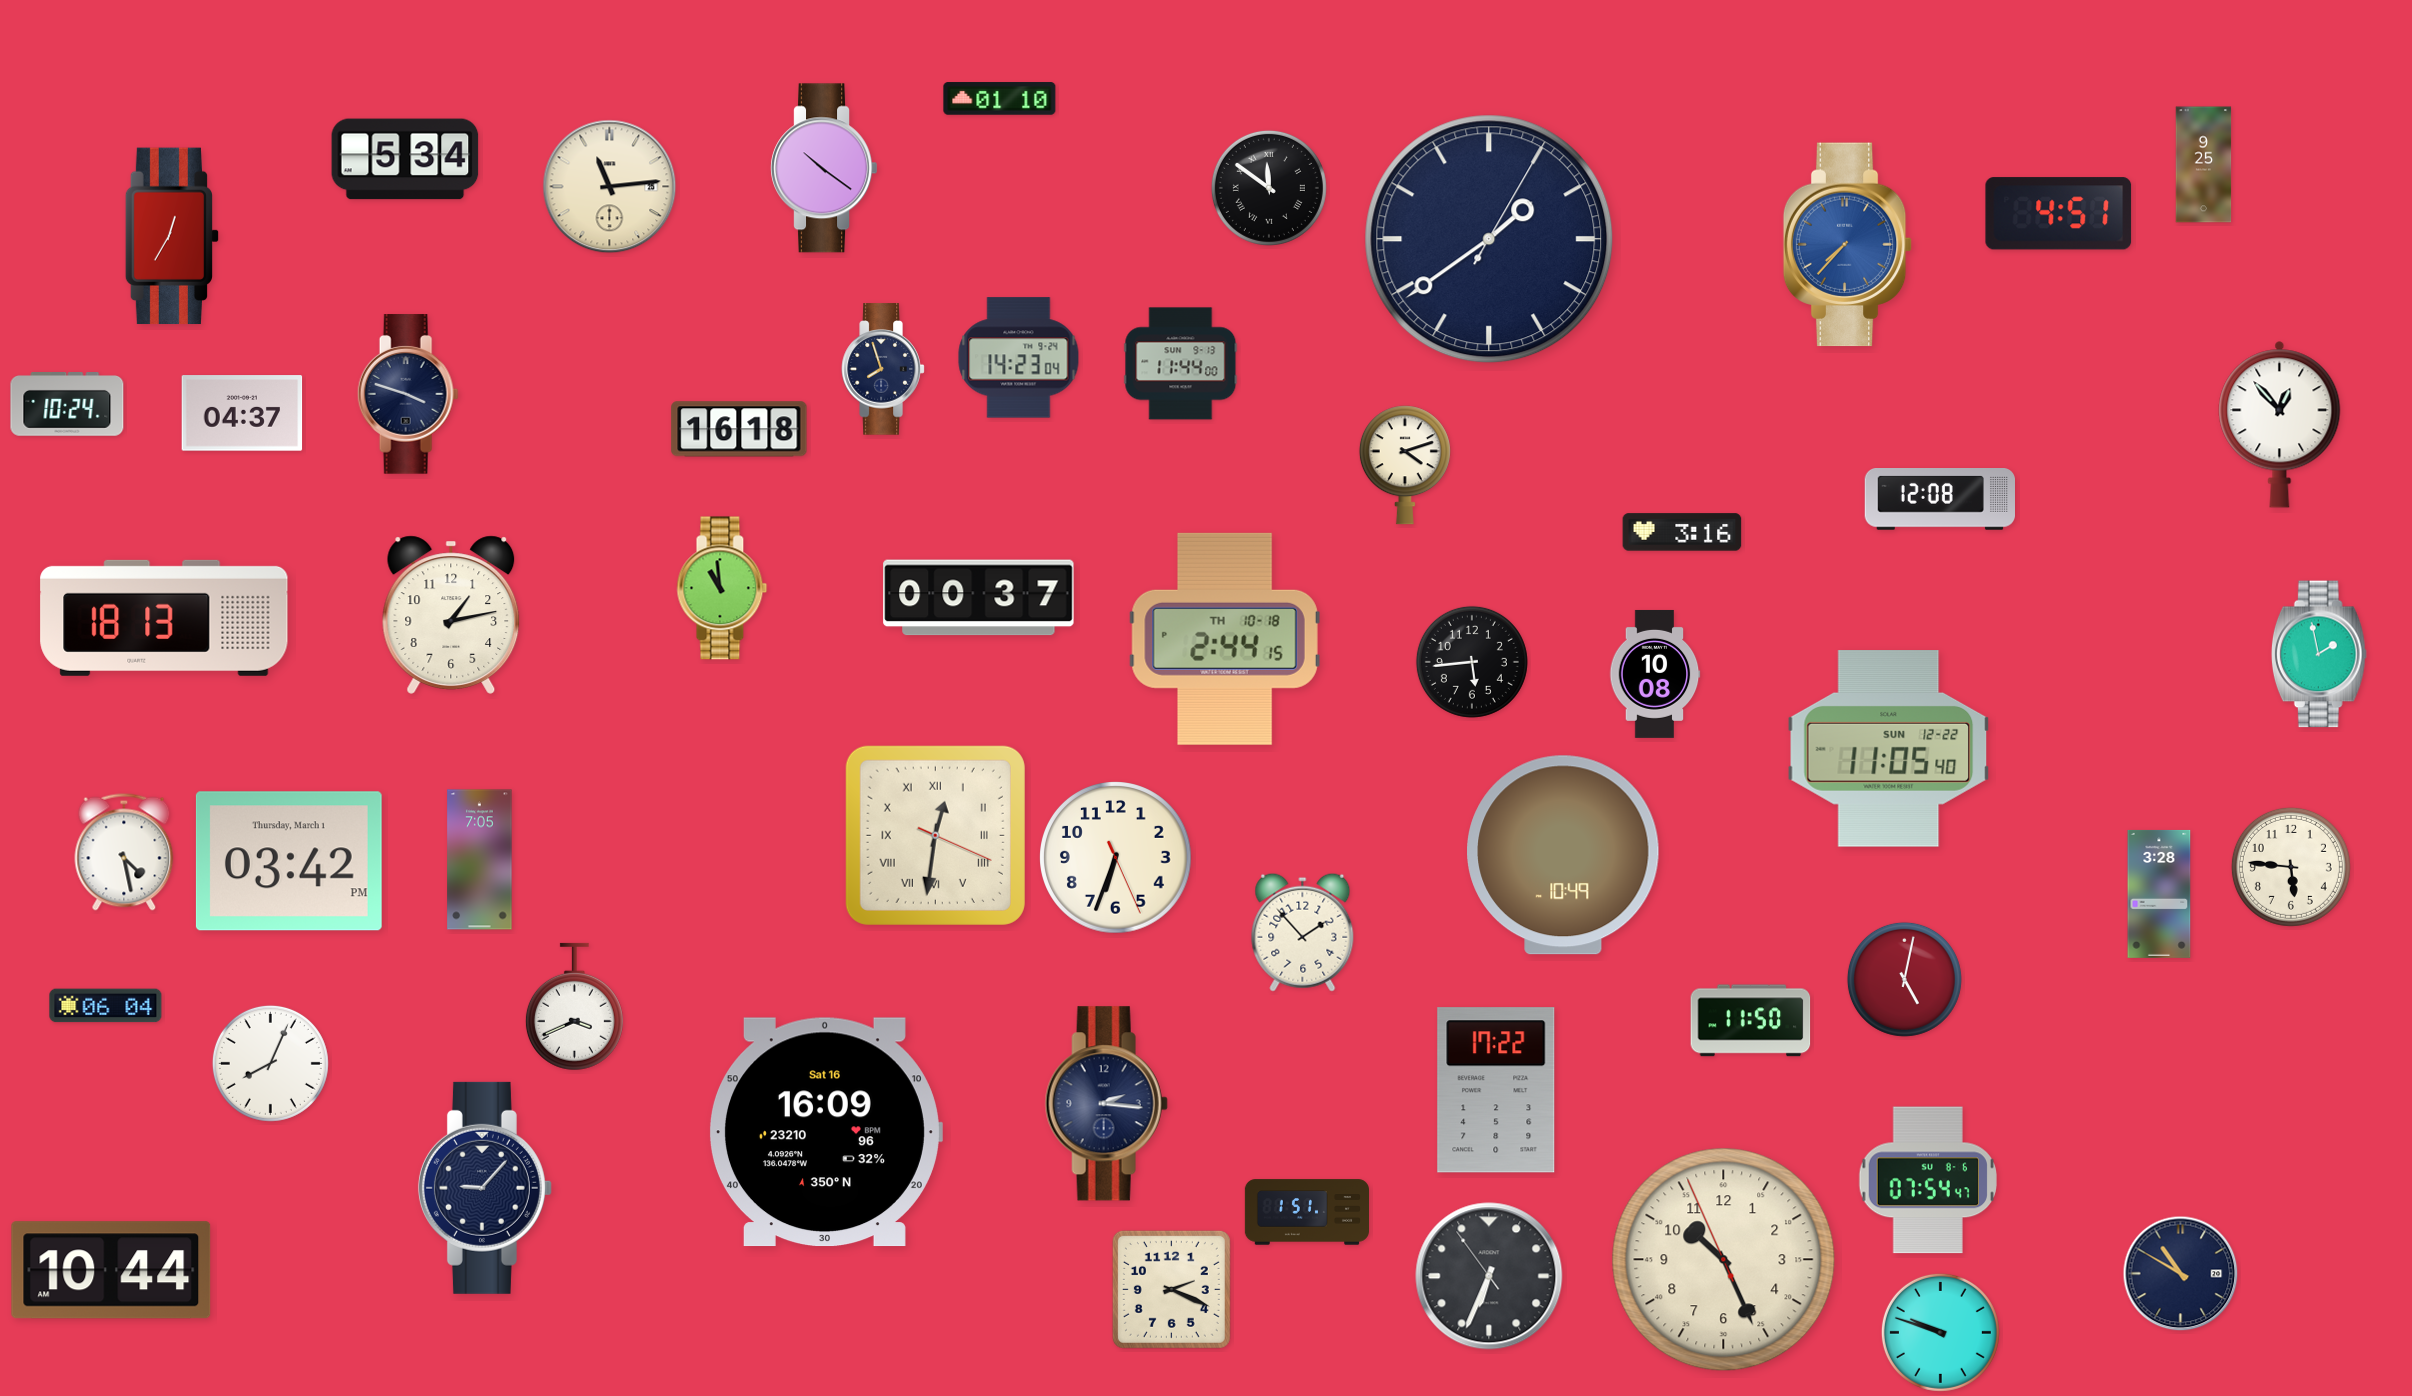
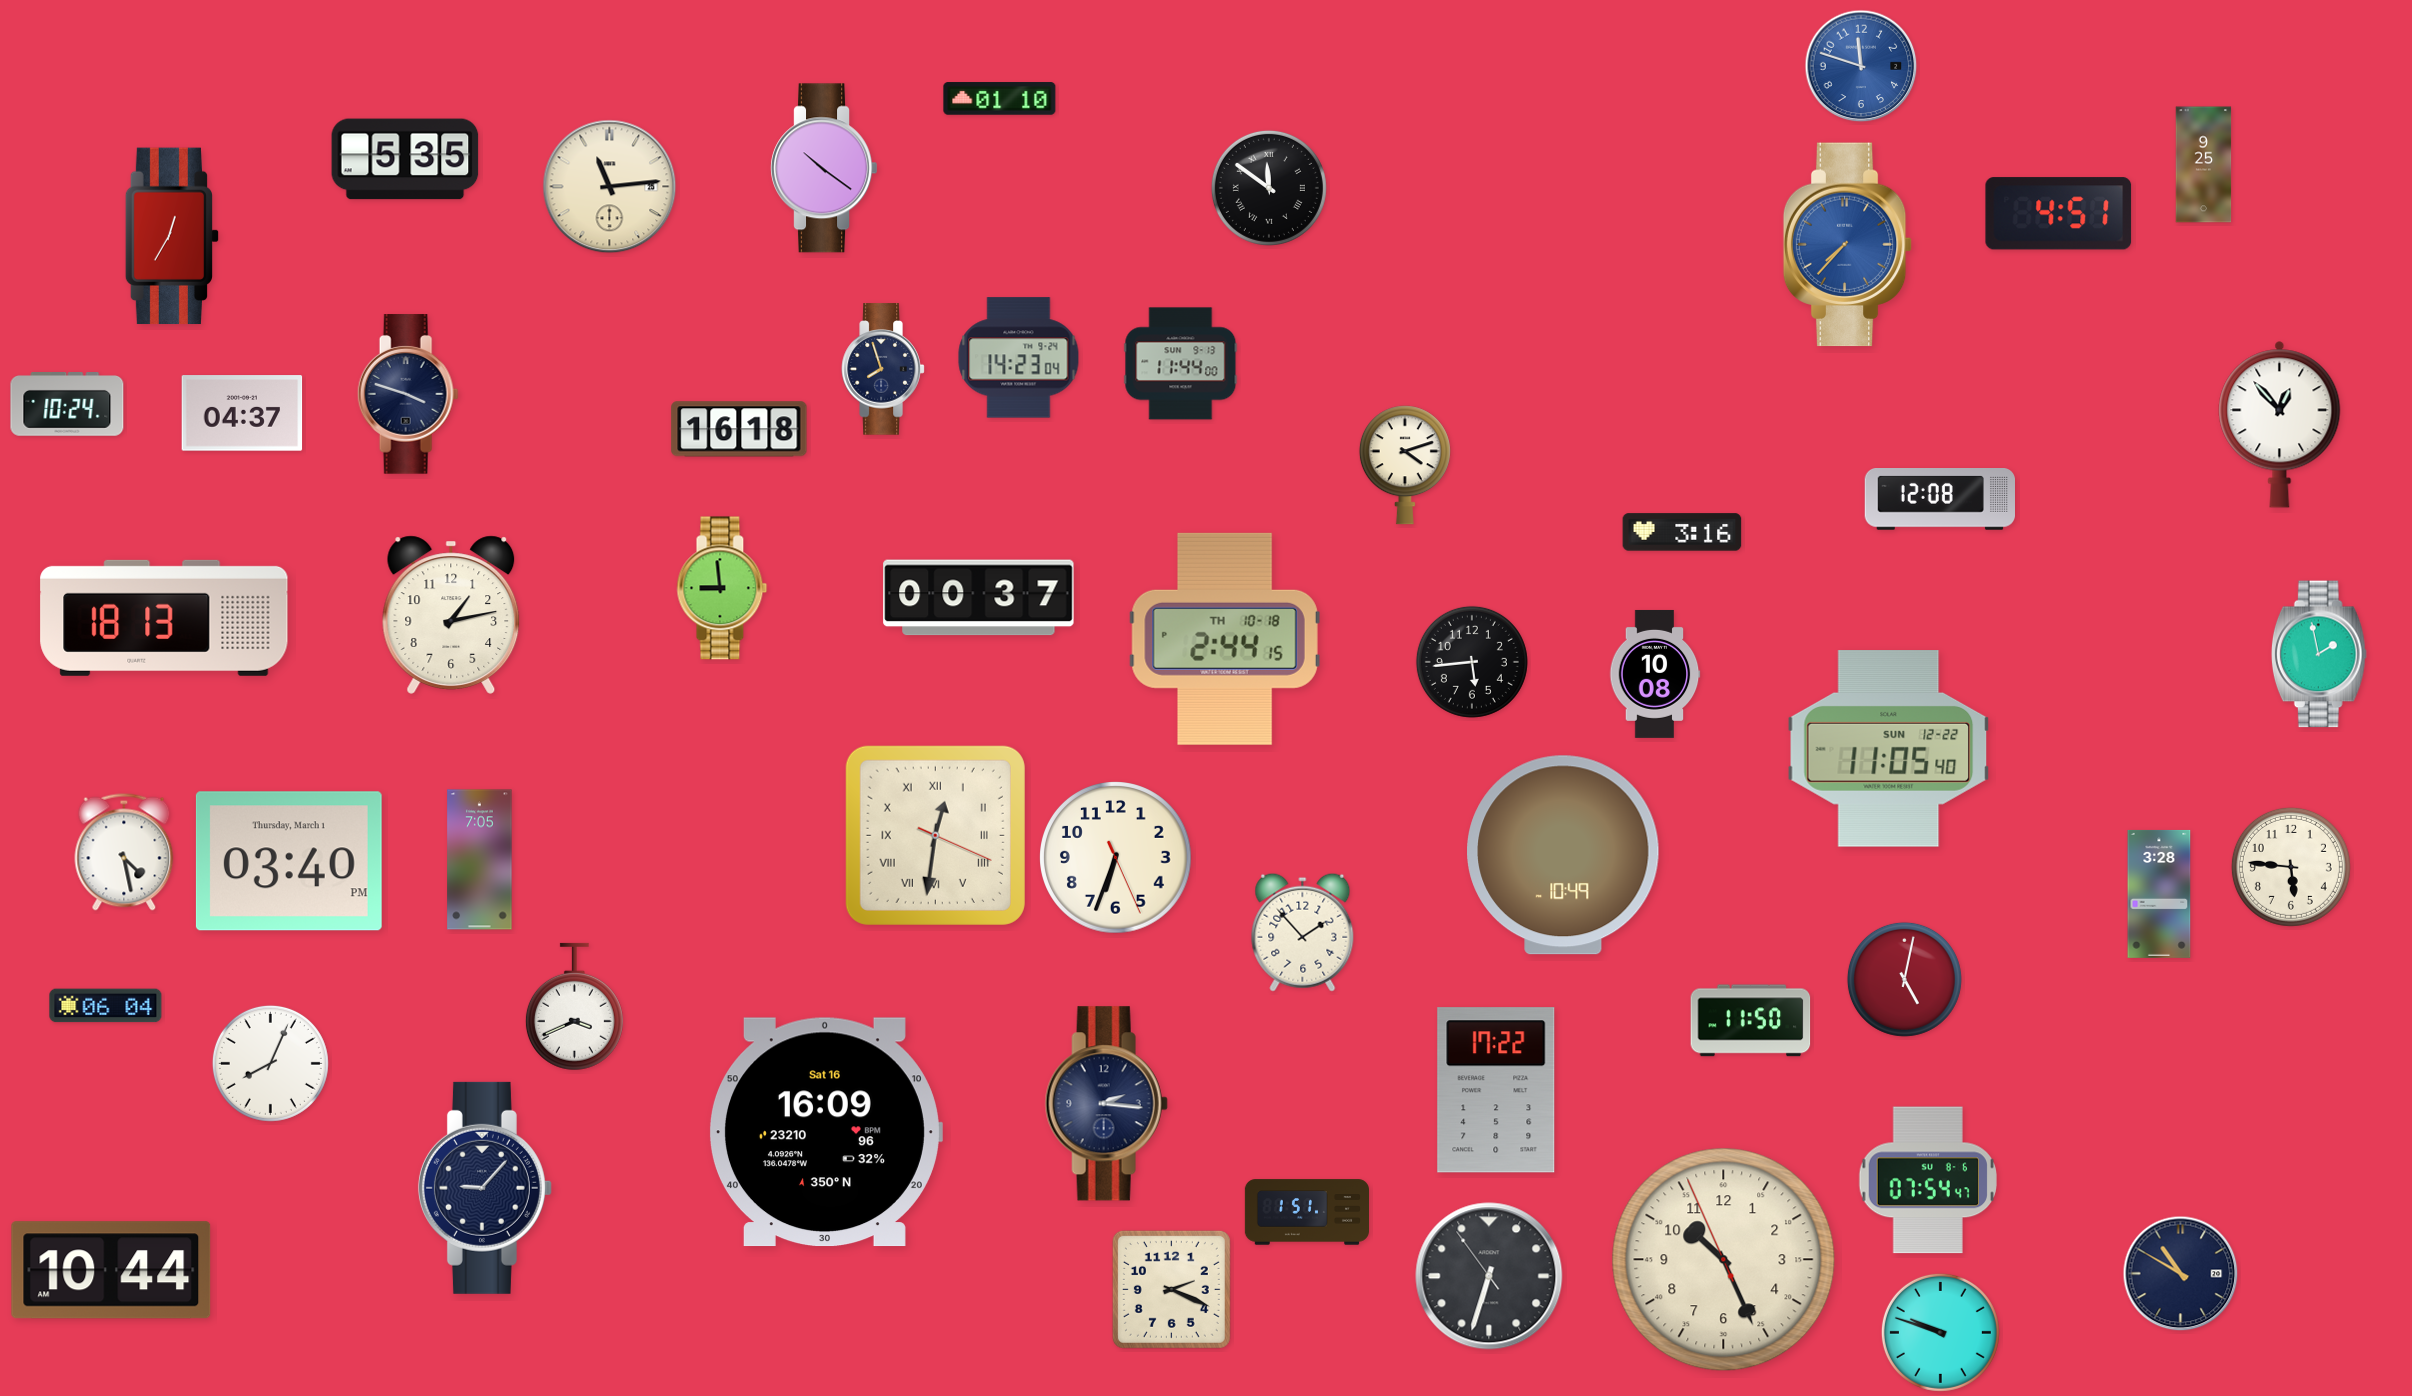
clock at (1861, 66): none -> 11:48
clock at (405, 159): 5:34 -> 5:35
clock at (1489, 239): 1:39 -> none
clock at (722, 588): 10:59 -> 8:59
clock at (289, 861): 03:42 -> 03:40
clock at (1489, 1276): 6:33 -> 6:32
